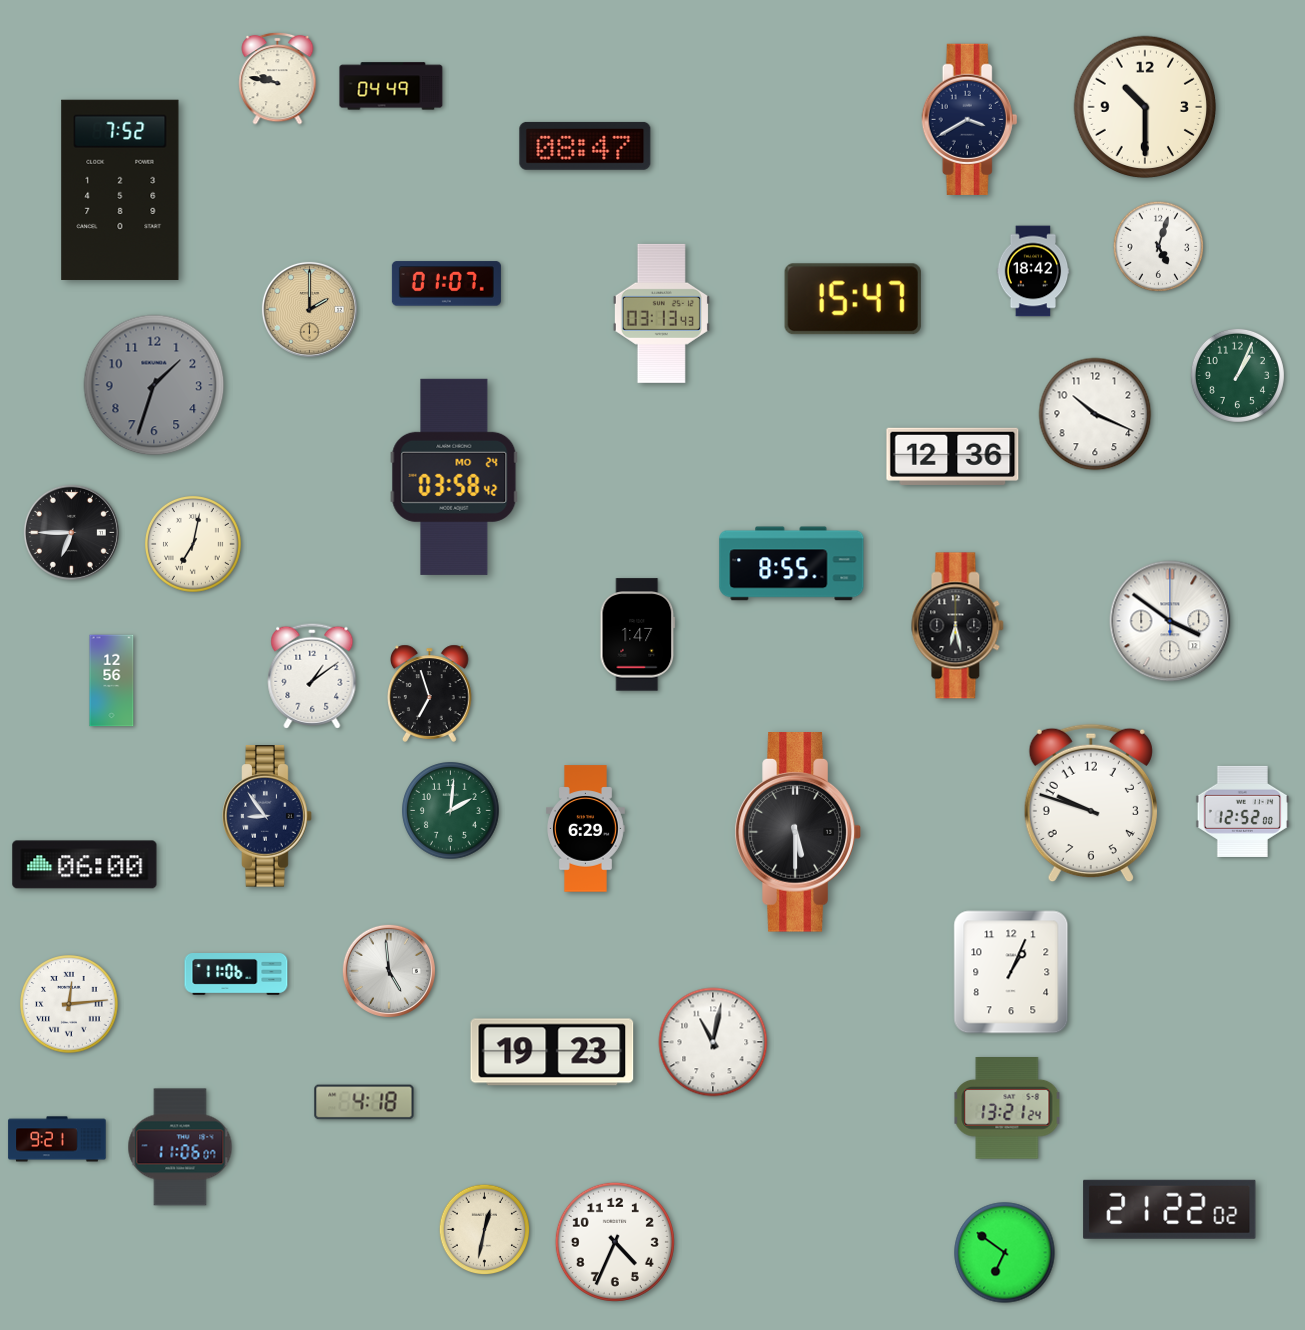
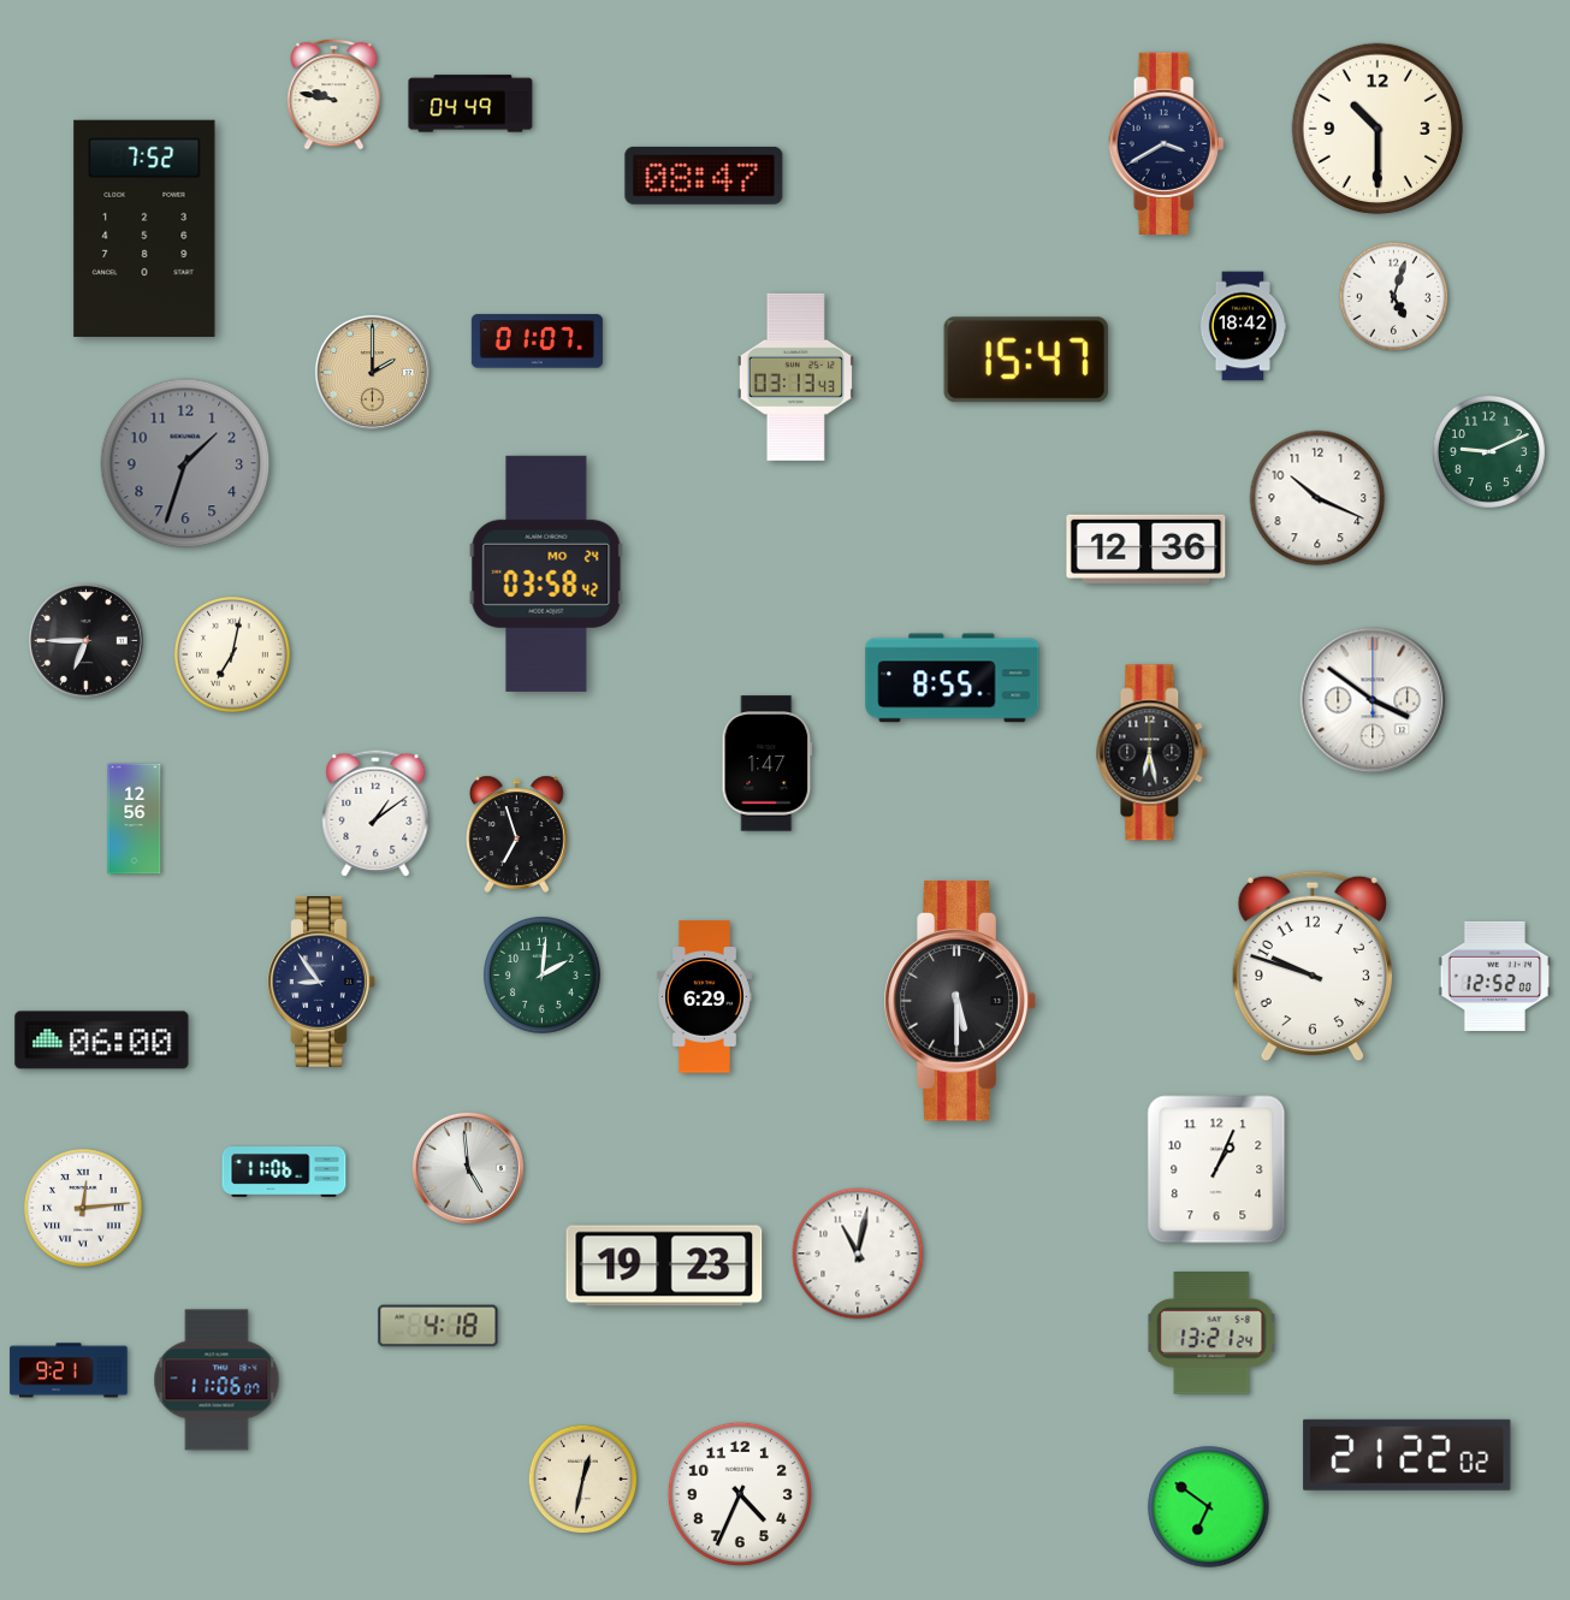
clock at (1237, 375): 1:04 -> 9:11
clock at (1170, 621) position: (1170, 621) -> (1373, 700)
